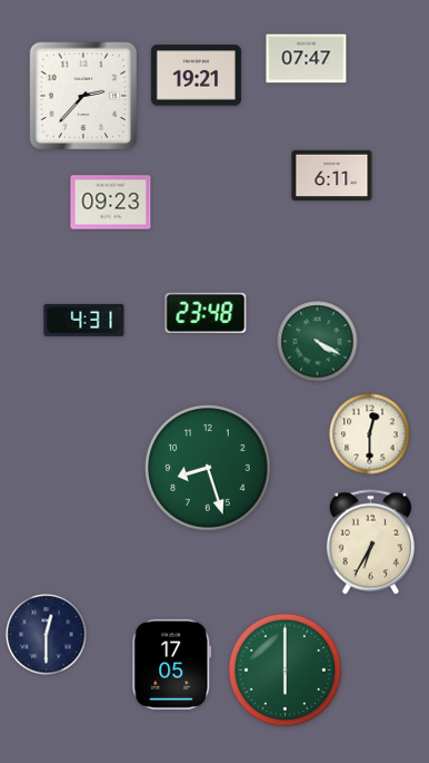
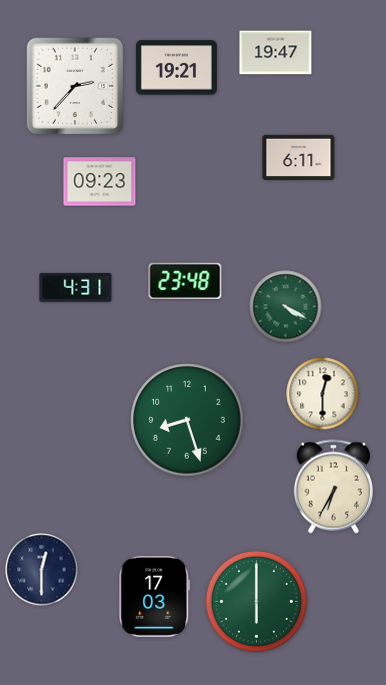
clock at (307, 59): 07:47 -> 19:47
clock at (370, 434) position: (370, 434) -> (323, 394)
clock at (172, 664): 17:05 -> 17:03
